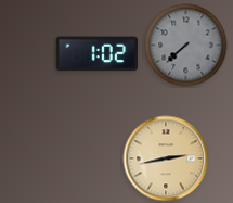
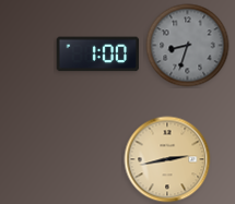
clock at (186, 46): 7:38 -> 8:33
clock at (98, 54): 1:02 -> 1:00
